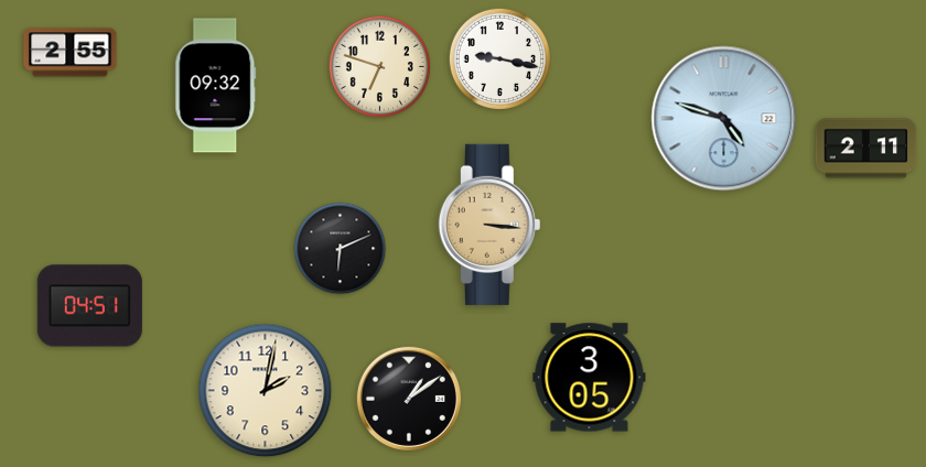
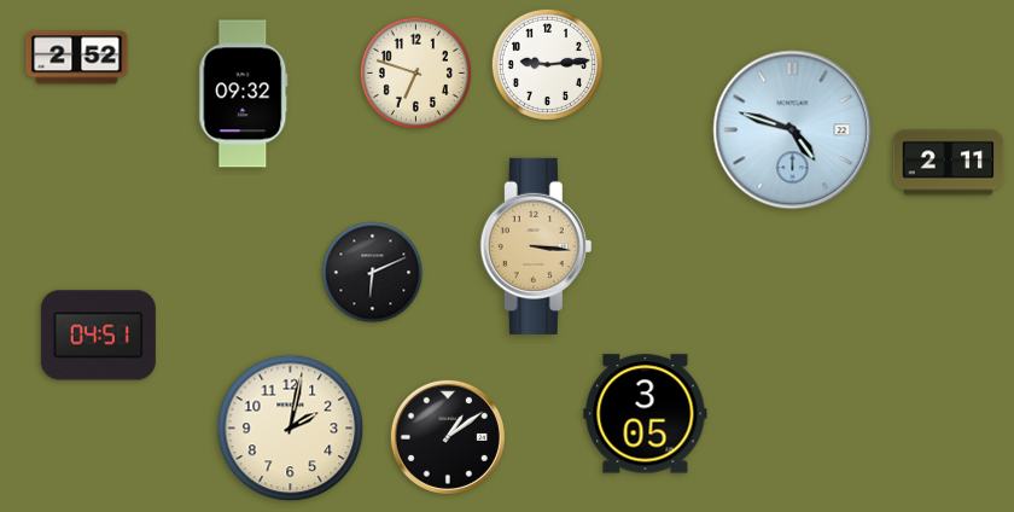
clock at (71, 53): 2:55 -> 2:52
clock at (499, 58): 9:17 -> 9:14
clock at (216, 86) position: (216, 86) -> (244, 94)
